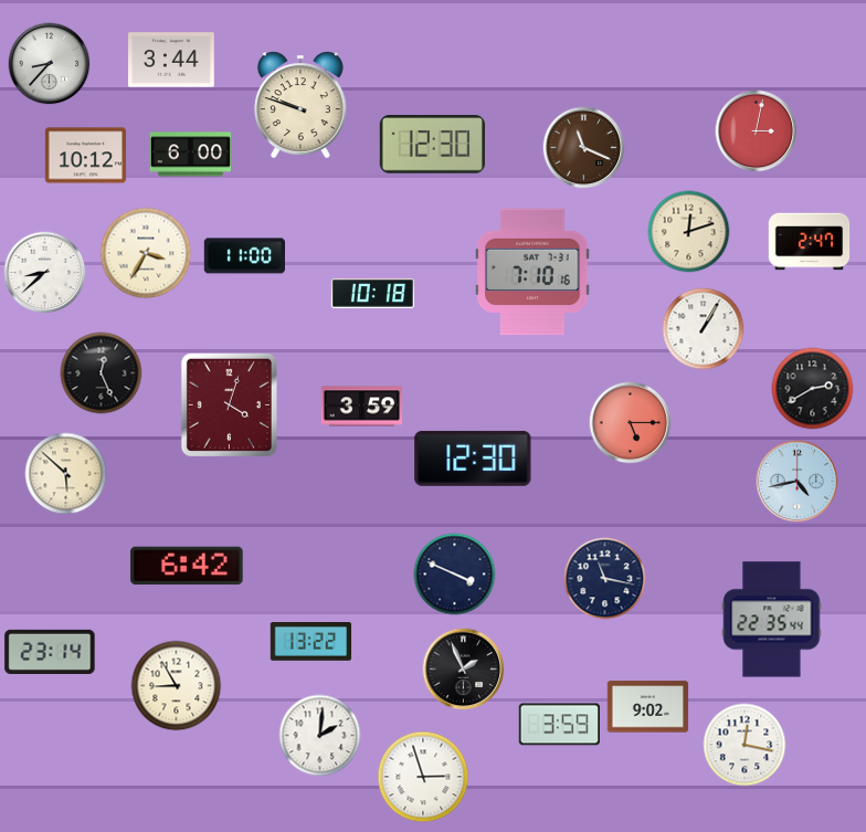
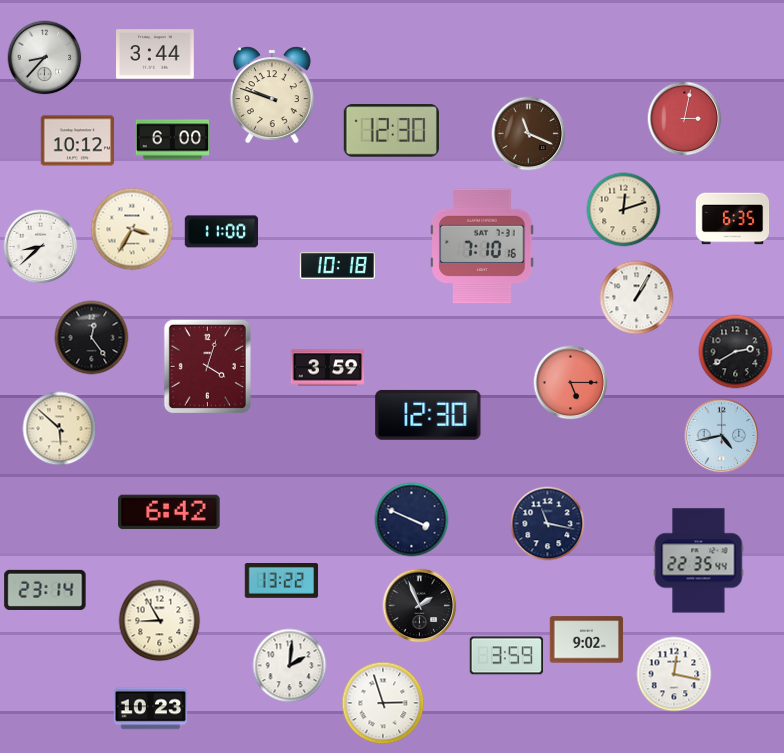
clock at (810, 242): 2:47 -> 6:35
clock at (102, 373): 12:26 -> 12:24
clock at (151, 709): none -> 10:23
